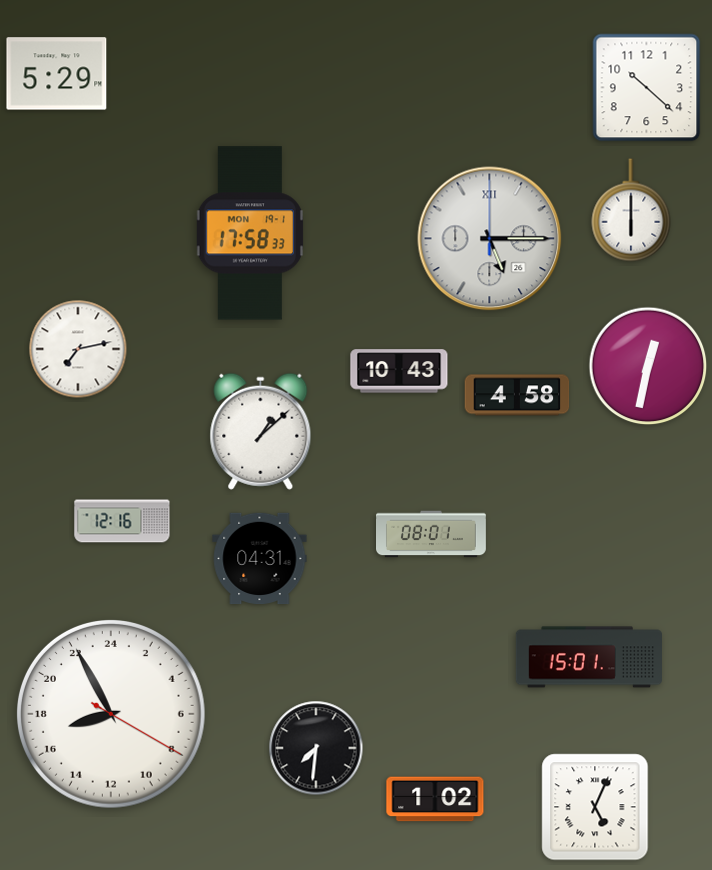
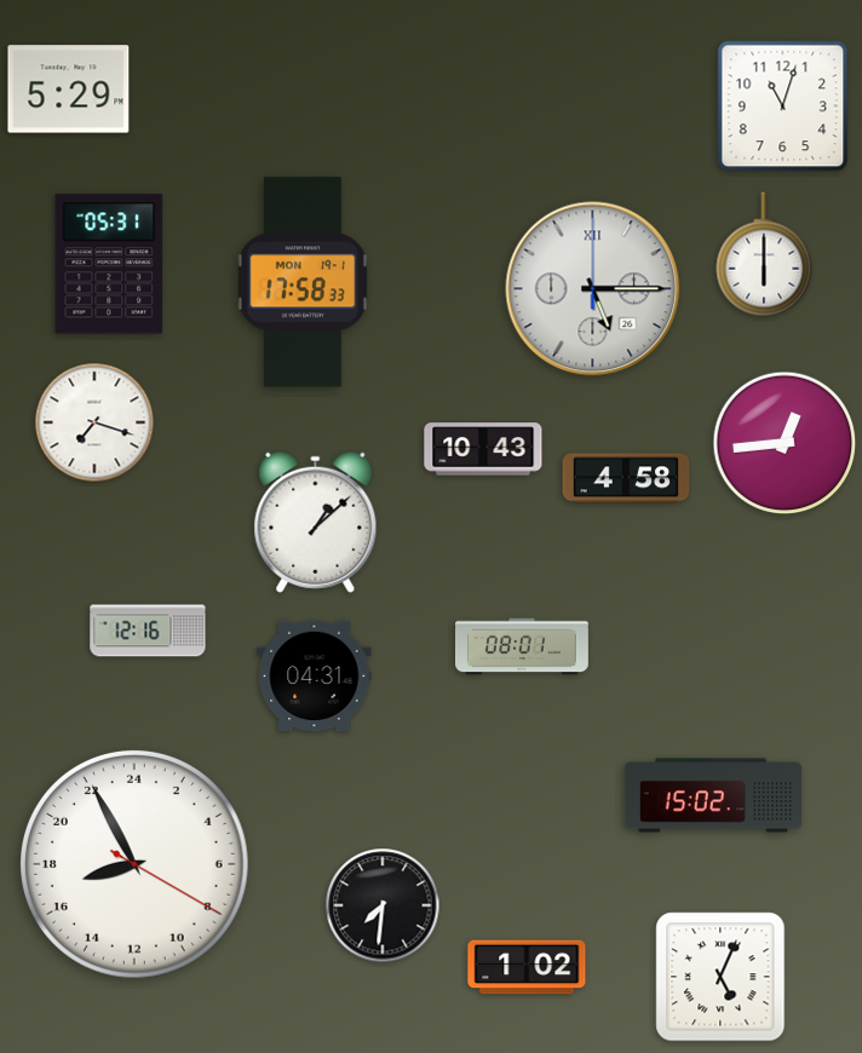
clock at (647, 88): 10:22 -> 11:03
clock at (109, 264): none -> 05:31
clock at (78, 349): 7:13 -> 7:18
clock at (648, 366): 12:32 -> 12:44
clock at (589, 657): 15:01 -> 15:02
